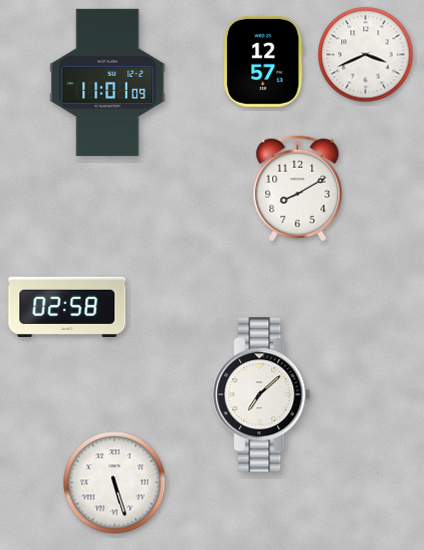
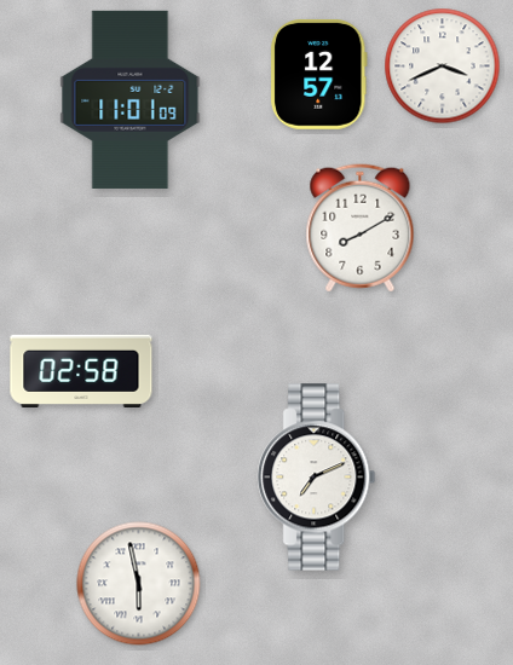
clock at (262, 395): 7:08 -> 7:11
clock at (115, 483): 5:27 -> 5:58
